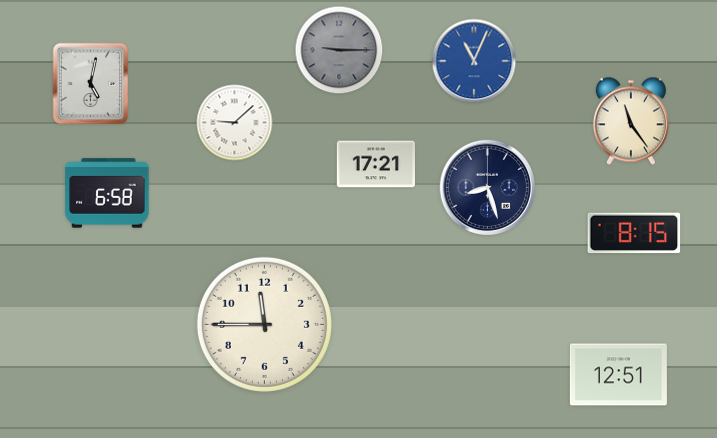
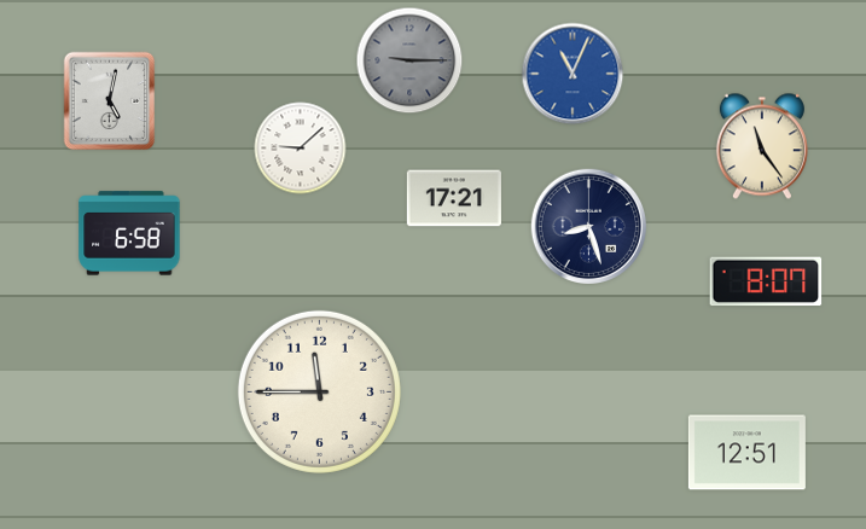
clock at (235, 123) position: (235, 123) -> (301, 149)
clock at (634, 233): 8:15 -> 8:07
